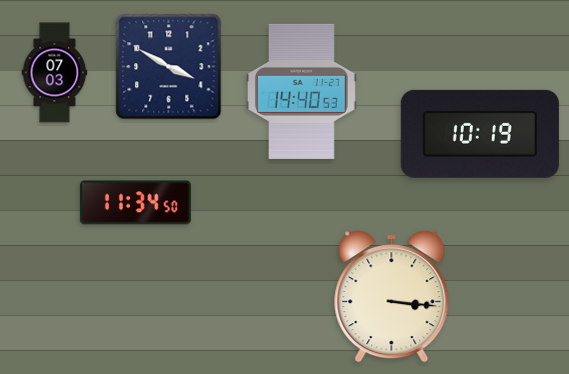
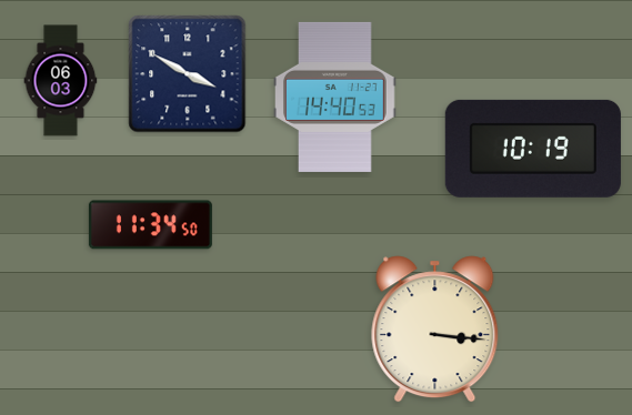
clock at (55, 73): 07:03 -> 06:03
clock at (302, 91) position: (302, 91) -> (335, 97)
